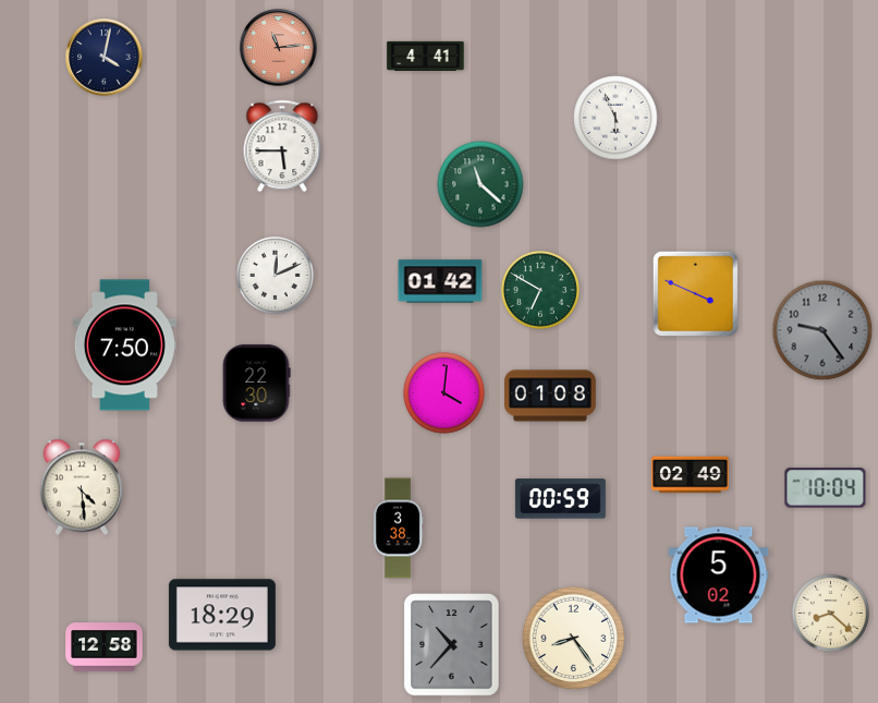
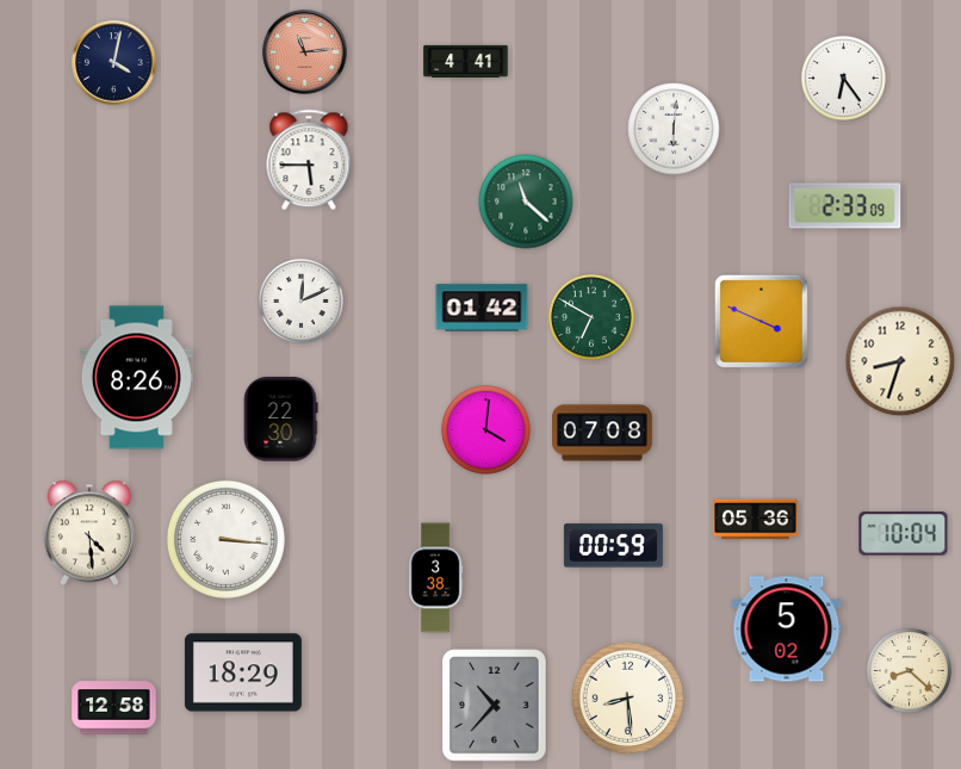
clock at (843, 77): none -> 6:24
clock at (615, 118): 5:56 -> 6:01
clock at (845, 206): none -> 2:33
clock at (822, 330): 9:24 -> 8:33
clock at (822, 330) dial: grey -> cream
clock at (124, 346): 7:50 -> 8:26
clock at (551, 396): 01:08 -> 07:08
clock at (691, 475): 02:49 -> 05:36
clock at (225, 539): none -> 3:16
clock at (574, 639): 8:24 -> 8:29
